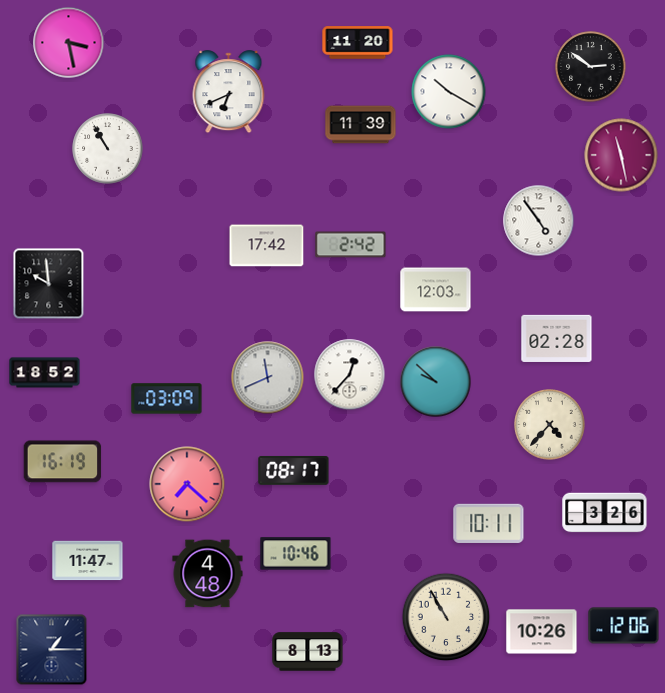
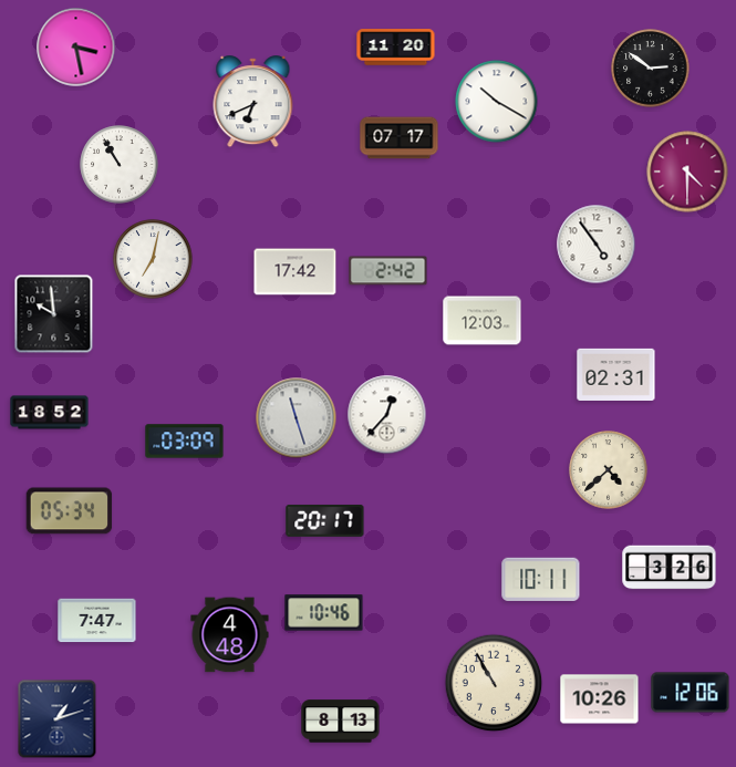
clock at (591, 67) position: (591, 67) -> (651, 69)
clock at (361, 125): 11:39 -> 07:17
clock at (621, 155): 11:28 -> 4:30
clock at (153, 259): none -> 7:02
clock at (557, 338): 02:28 -> 02:31
clock at (268, 378): 11:41 -> 11:27
clock at (436, 382): 9:52 -> none
clock at (550, 425): 4:37 -> 4:38
clock at (63, 462): 16:19 -> 05:34
clock at (294, 471): 08:17 -> 20:17
clock at (187, 484): 7:22 -> none
clock at (296, 554) position: (296, 554) -> (324, 613)
clock at (88, 561): 11:47 -> 7:47
clock at (52, 650): 1:15 -> 1:12
